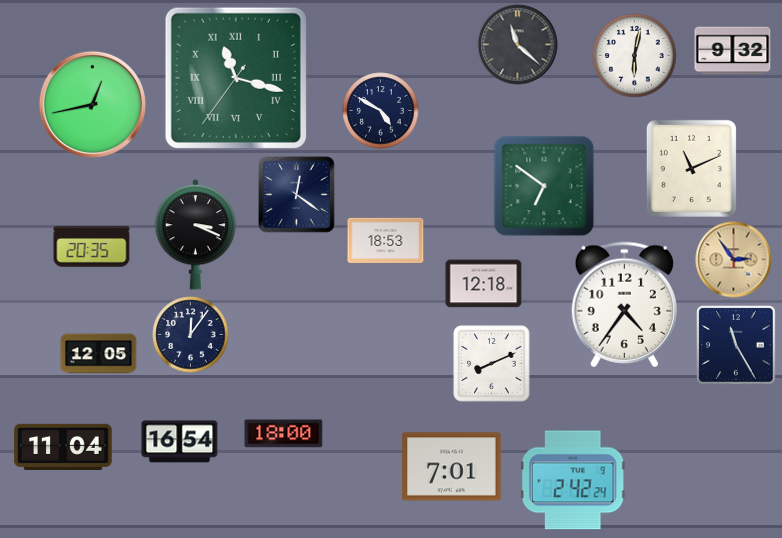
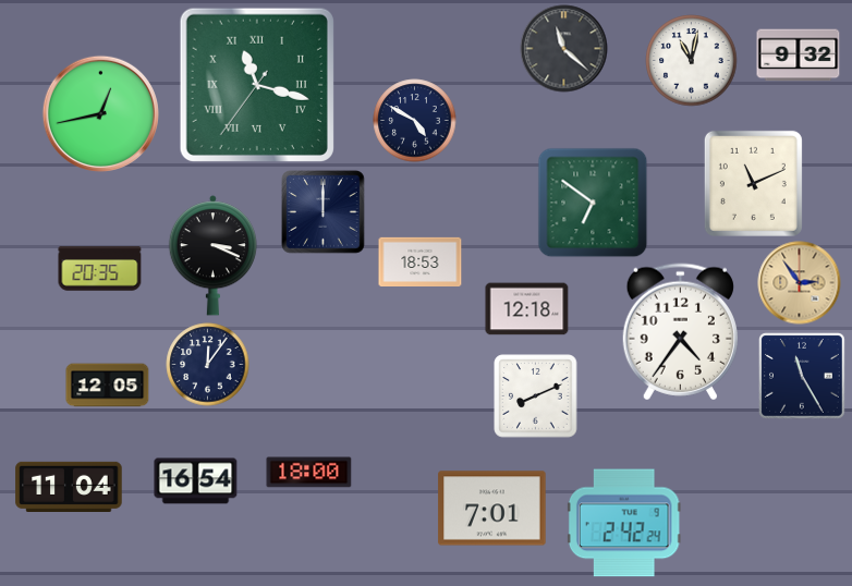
clock at (635, 56): 6:02 -> 11:02
clock at (297, 195): 12:21 -> 12:00
